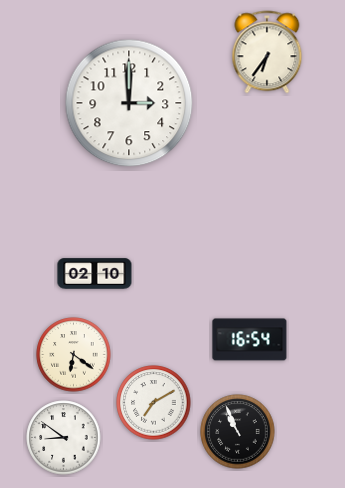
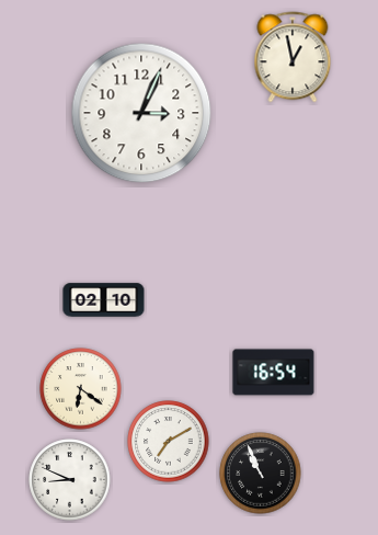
clock at (267, 52): 6:36 -> 12:58
clock at (129, 103): 3:00 -> 3:04
clock at (64, 438): 8:51 -> 8:49
